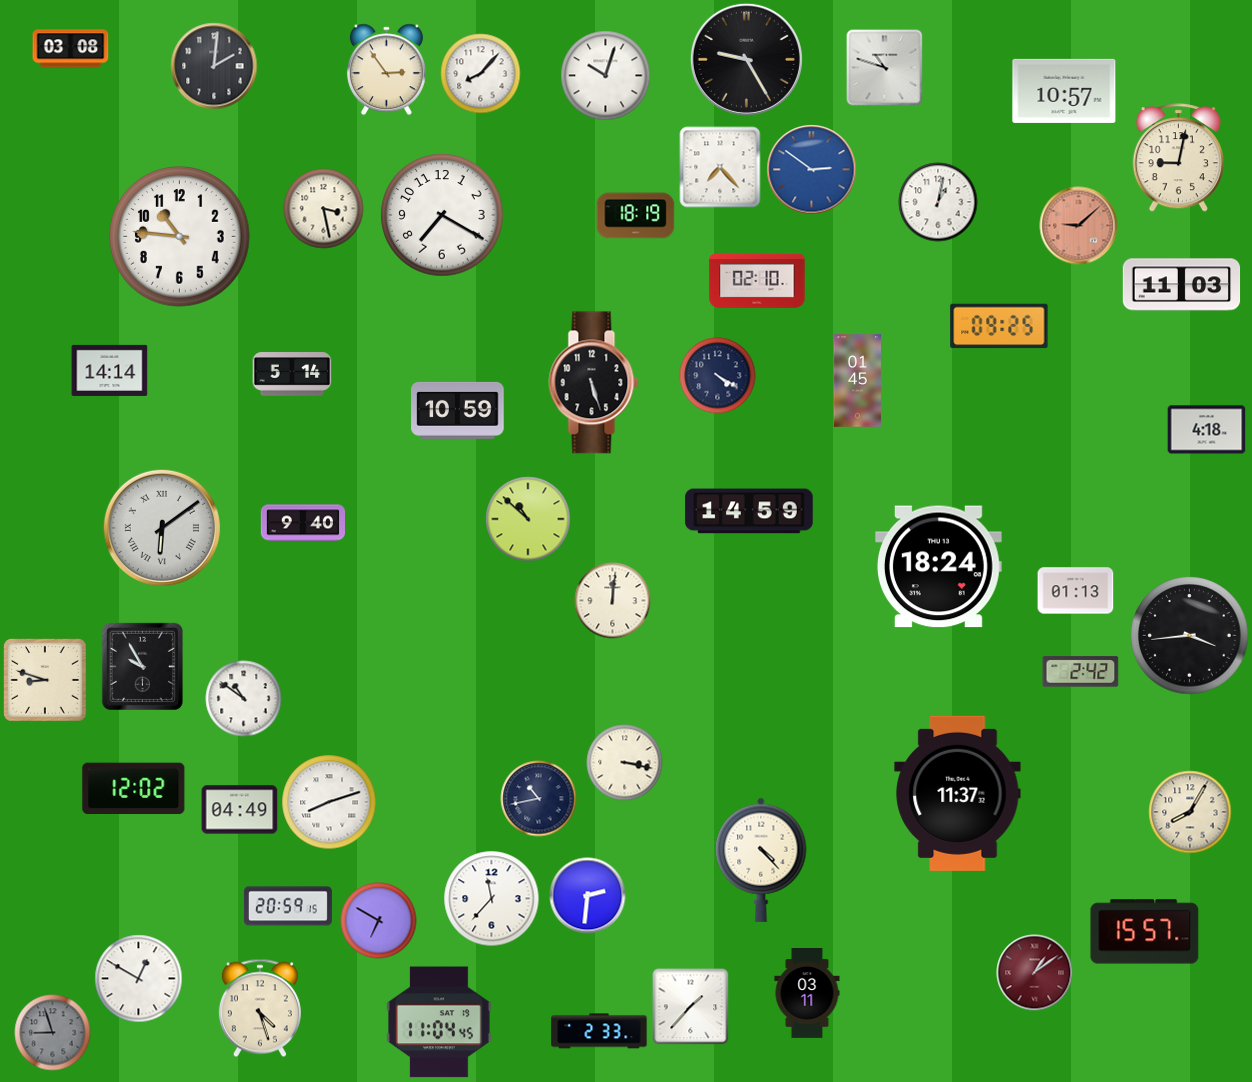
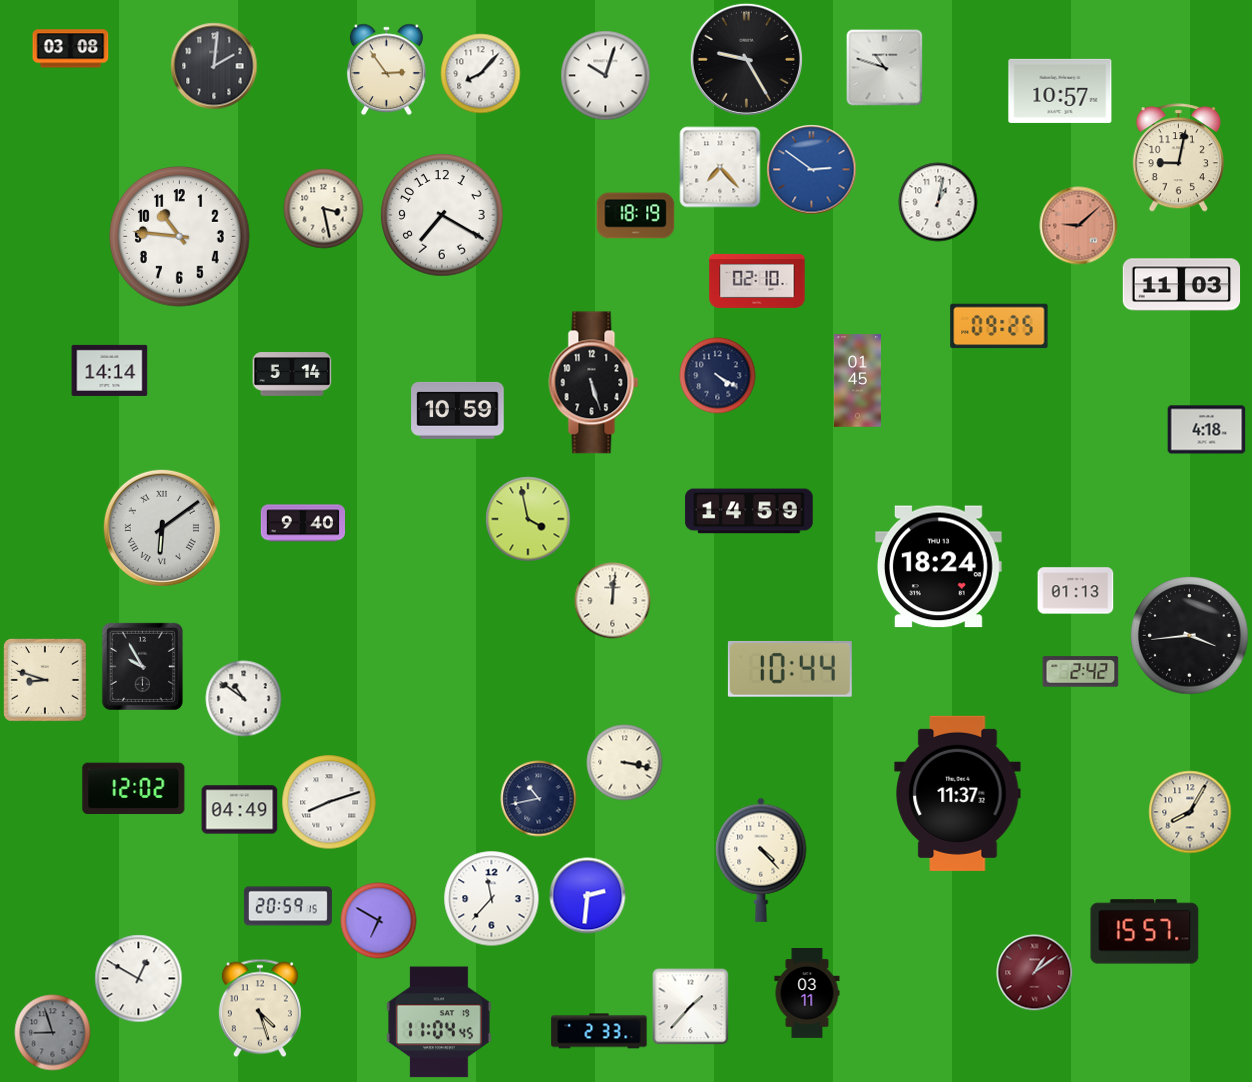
clock at (1064, 91) position: (1064, 91) -> (1060, 91)
clock at (528, 519): 10:52 -> 3:58
clock at (790, 669): none -> 10:44
